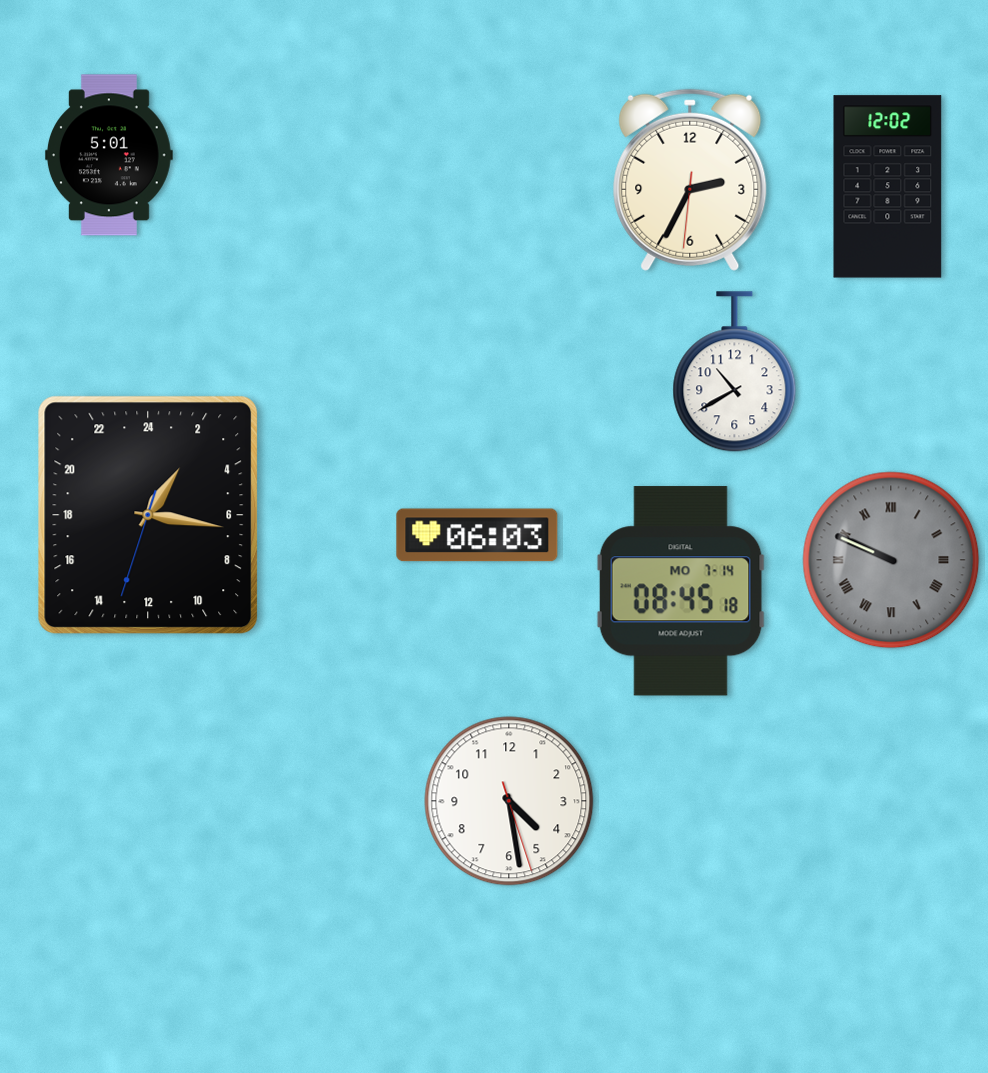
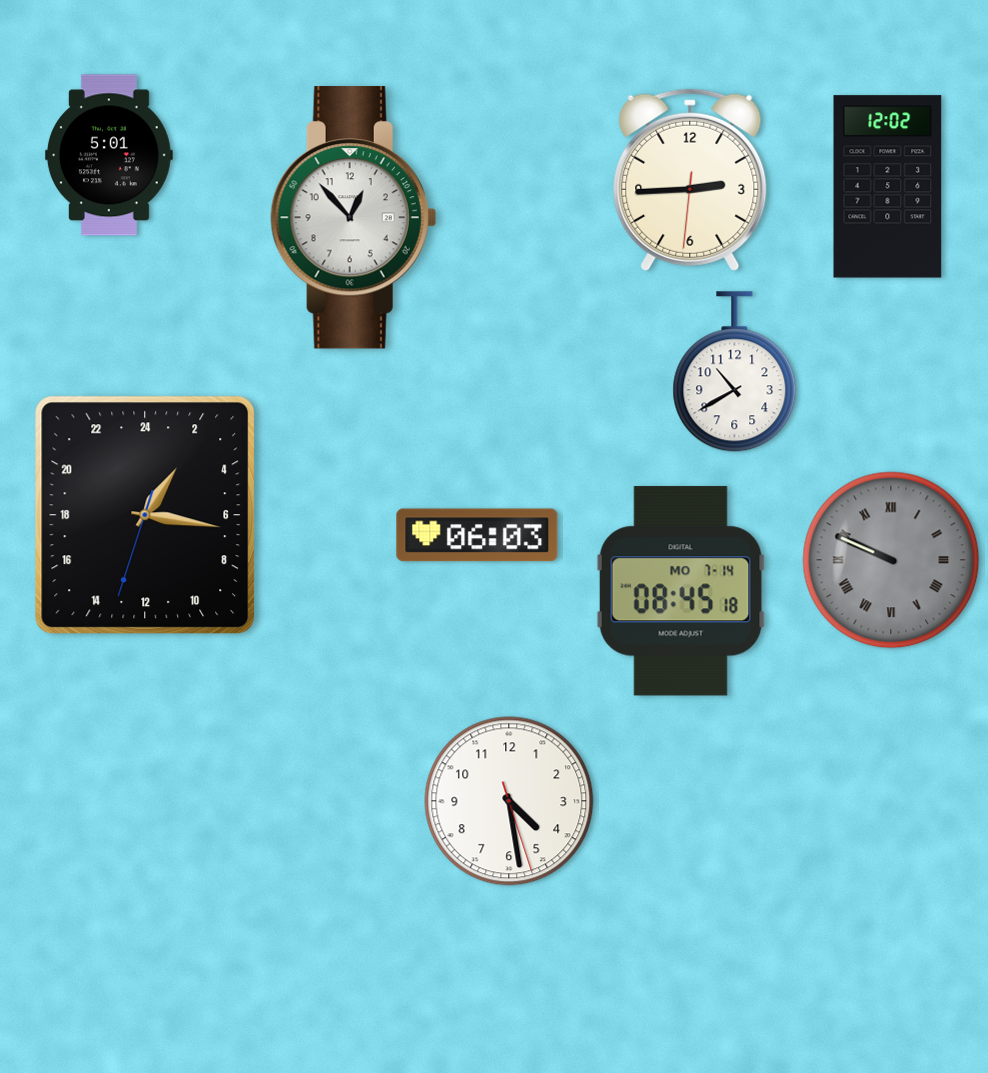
clock at (690, 180): 2:34 -> 2:44
clock at (353, 218): none -> 12:53
clock at (148, 515) position: (148, 515) -> (145, 515)
